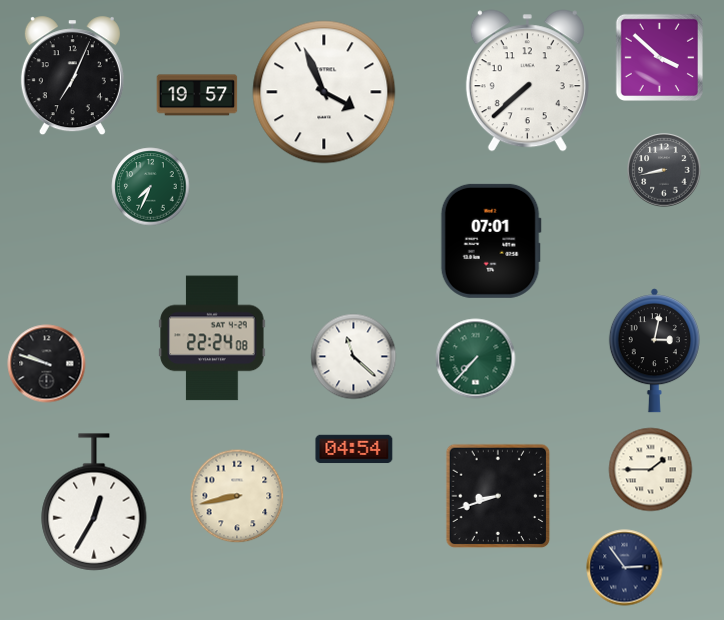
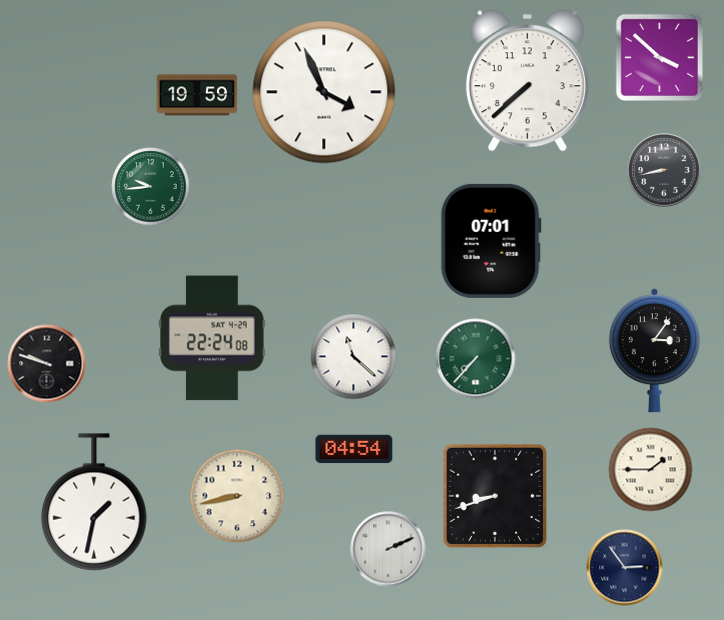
clock at (72, 76): 7:04 -> none
clock at (197, 95): 19:57 -> 19:59
clock at (151, 187): 7:34 -> 9:44
clock at (654, 351): 3:02 -> 3:06
clock at (498, 496) position: (498, 496) -> (495, 496)
clock at (94, 502): 12:35 -> 1:32
clock at (388, 549): none -> 2:11
